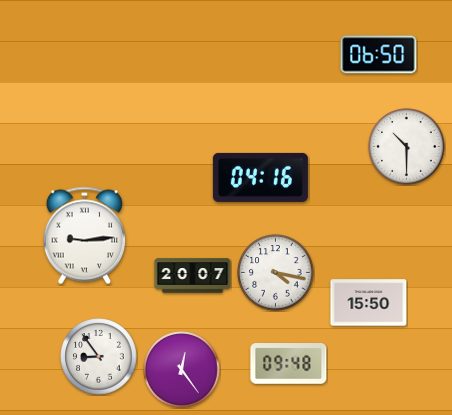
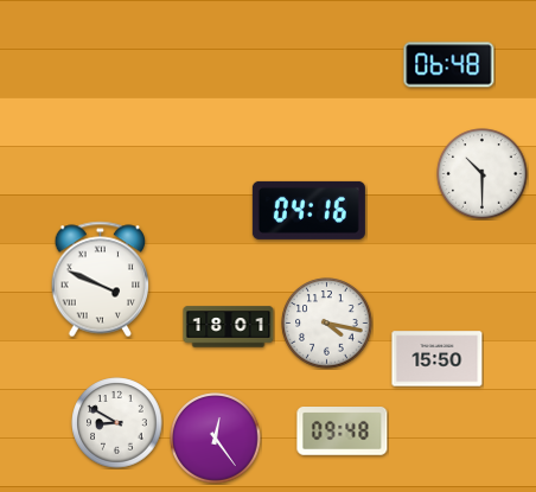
clock at (379, 55): 06:50 -> 06:48
clock at (85, 236): 9:14 -> 3:49
clock at (193, 276): 20:07 -> 18:01
clock at (99, 357): 8:54 -> 8:50
